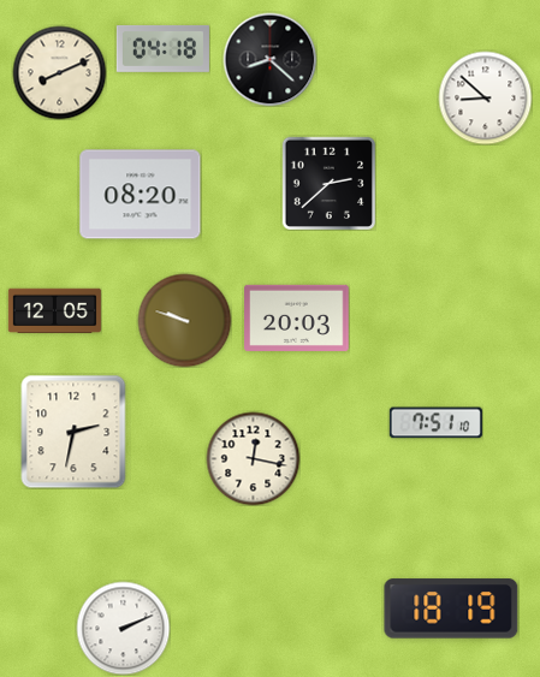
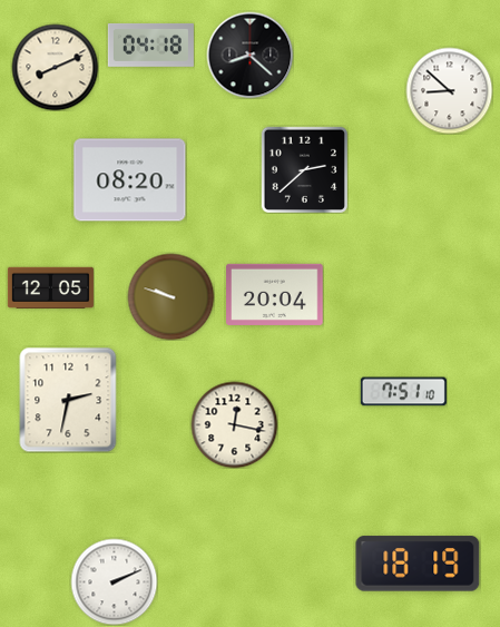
clock at (297, 317): 20:03 -> 20:04
